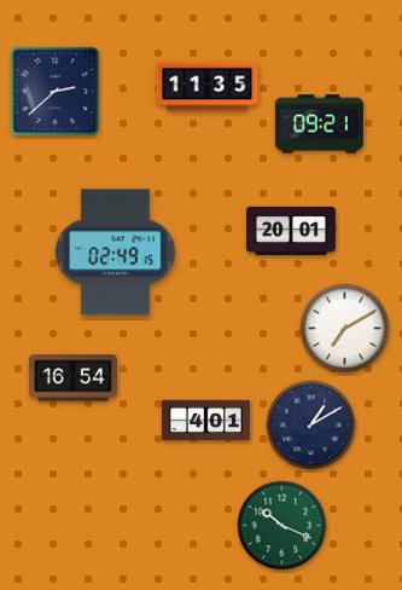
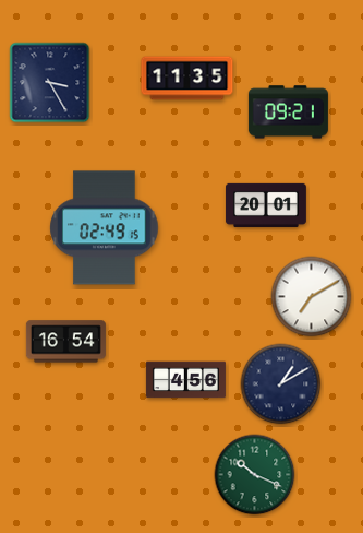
clock at (56, 92): 2:38 -> 3:25
clock at (291, 230) position: (291, 230) -> (266, 204)
clock at (205, 421): 4:01 -> 4:56
